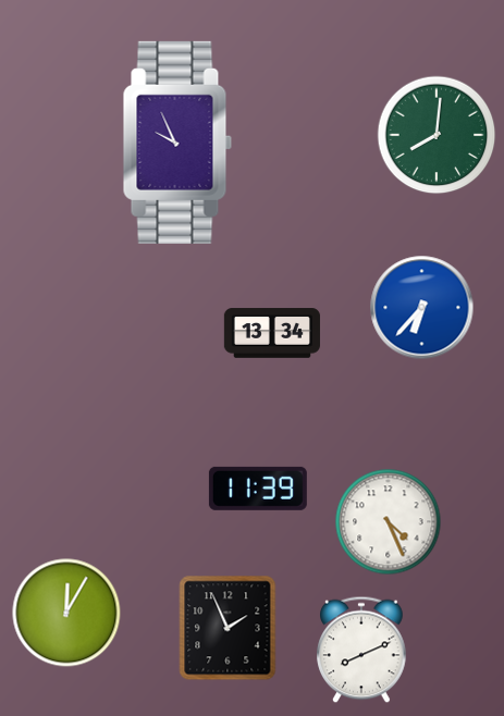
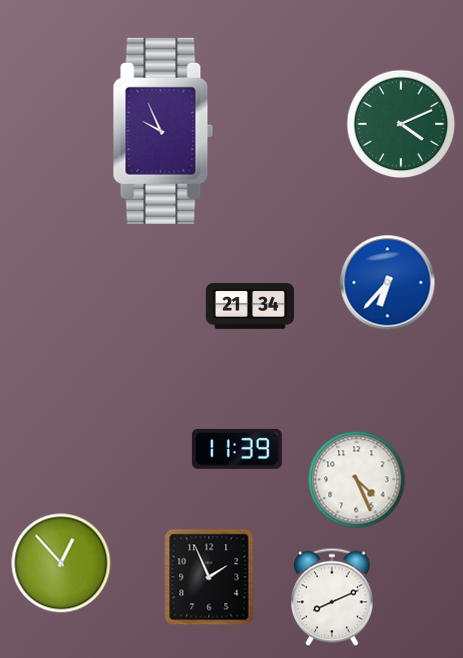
clock at (437, 135): 8:01 -> 4:11
clock at (272, 333): 13:34 -> 21:34
clock at (66, 613): 12:05 -> 12:53
